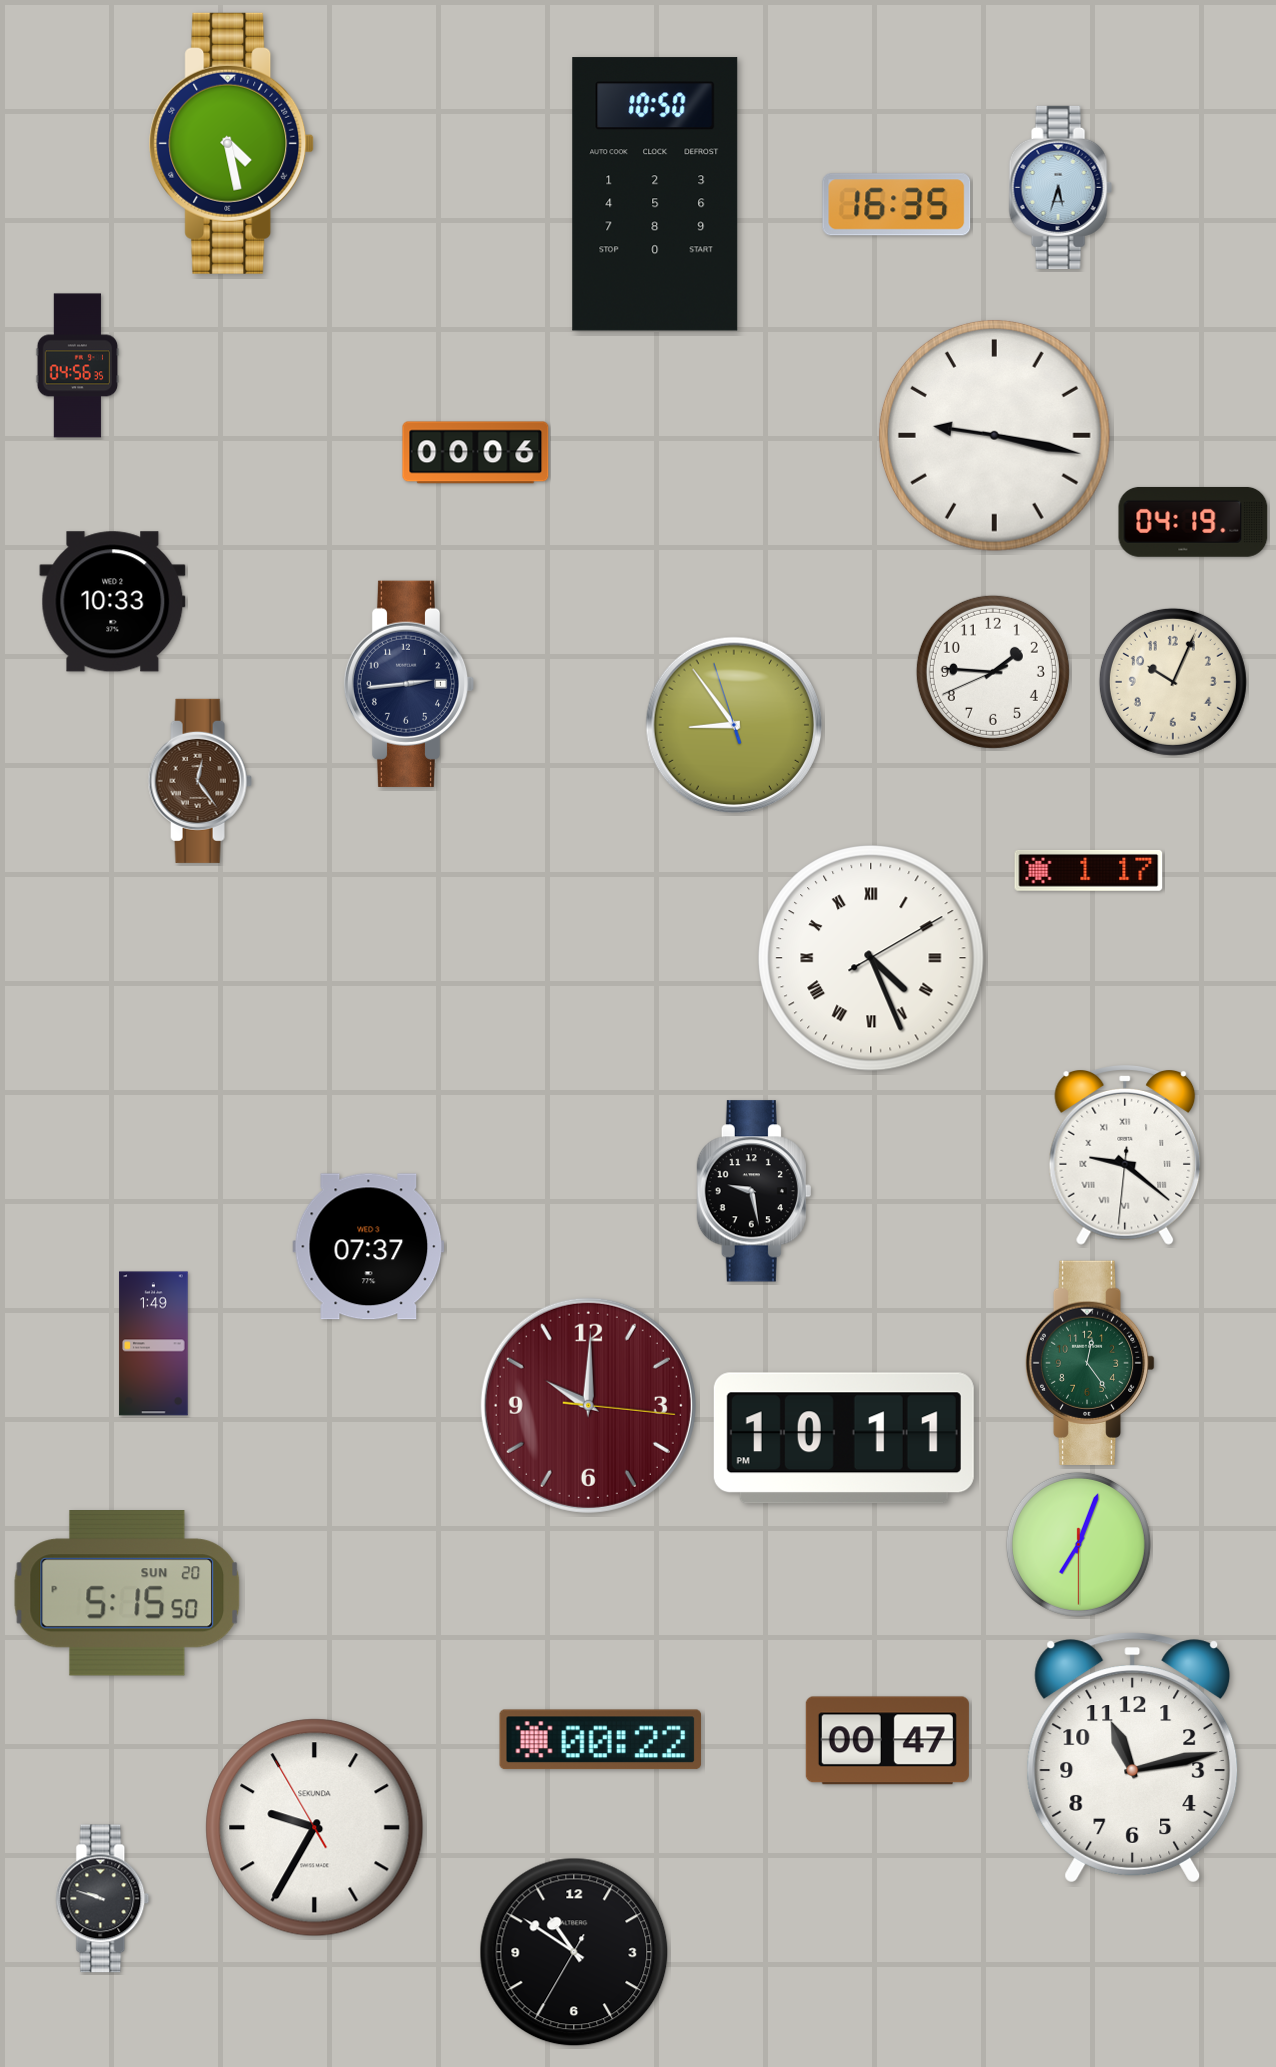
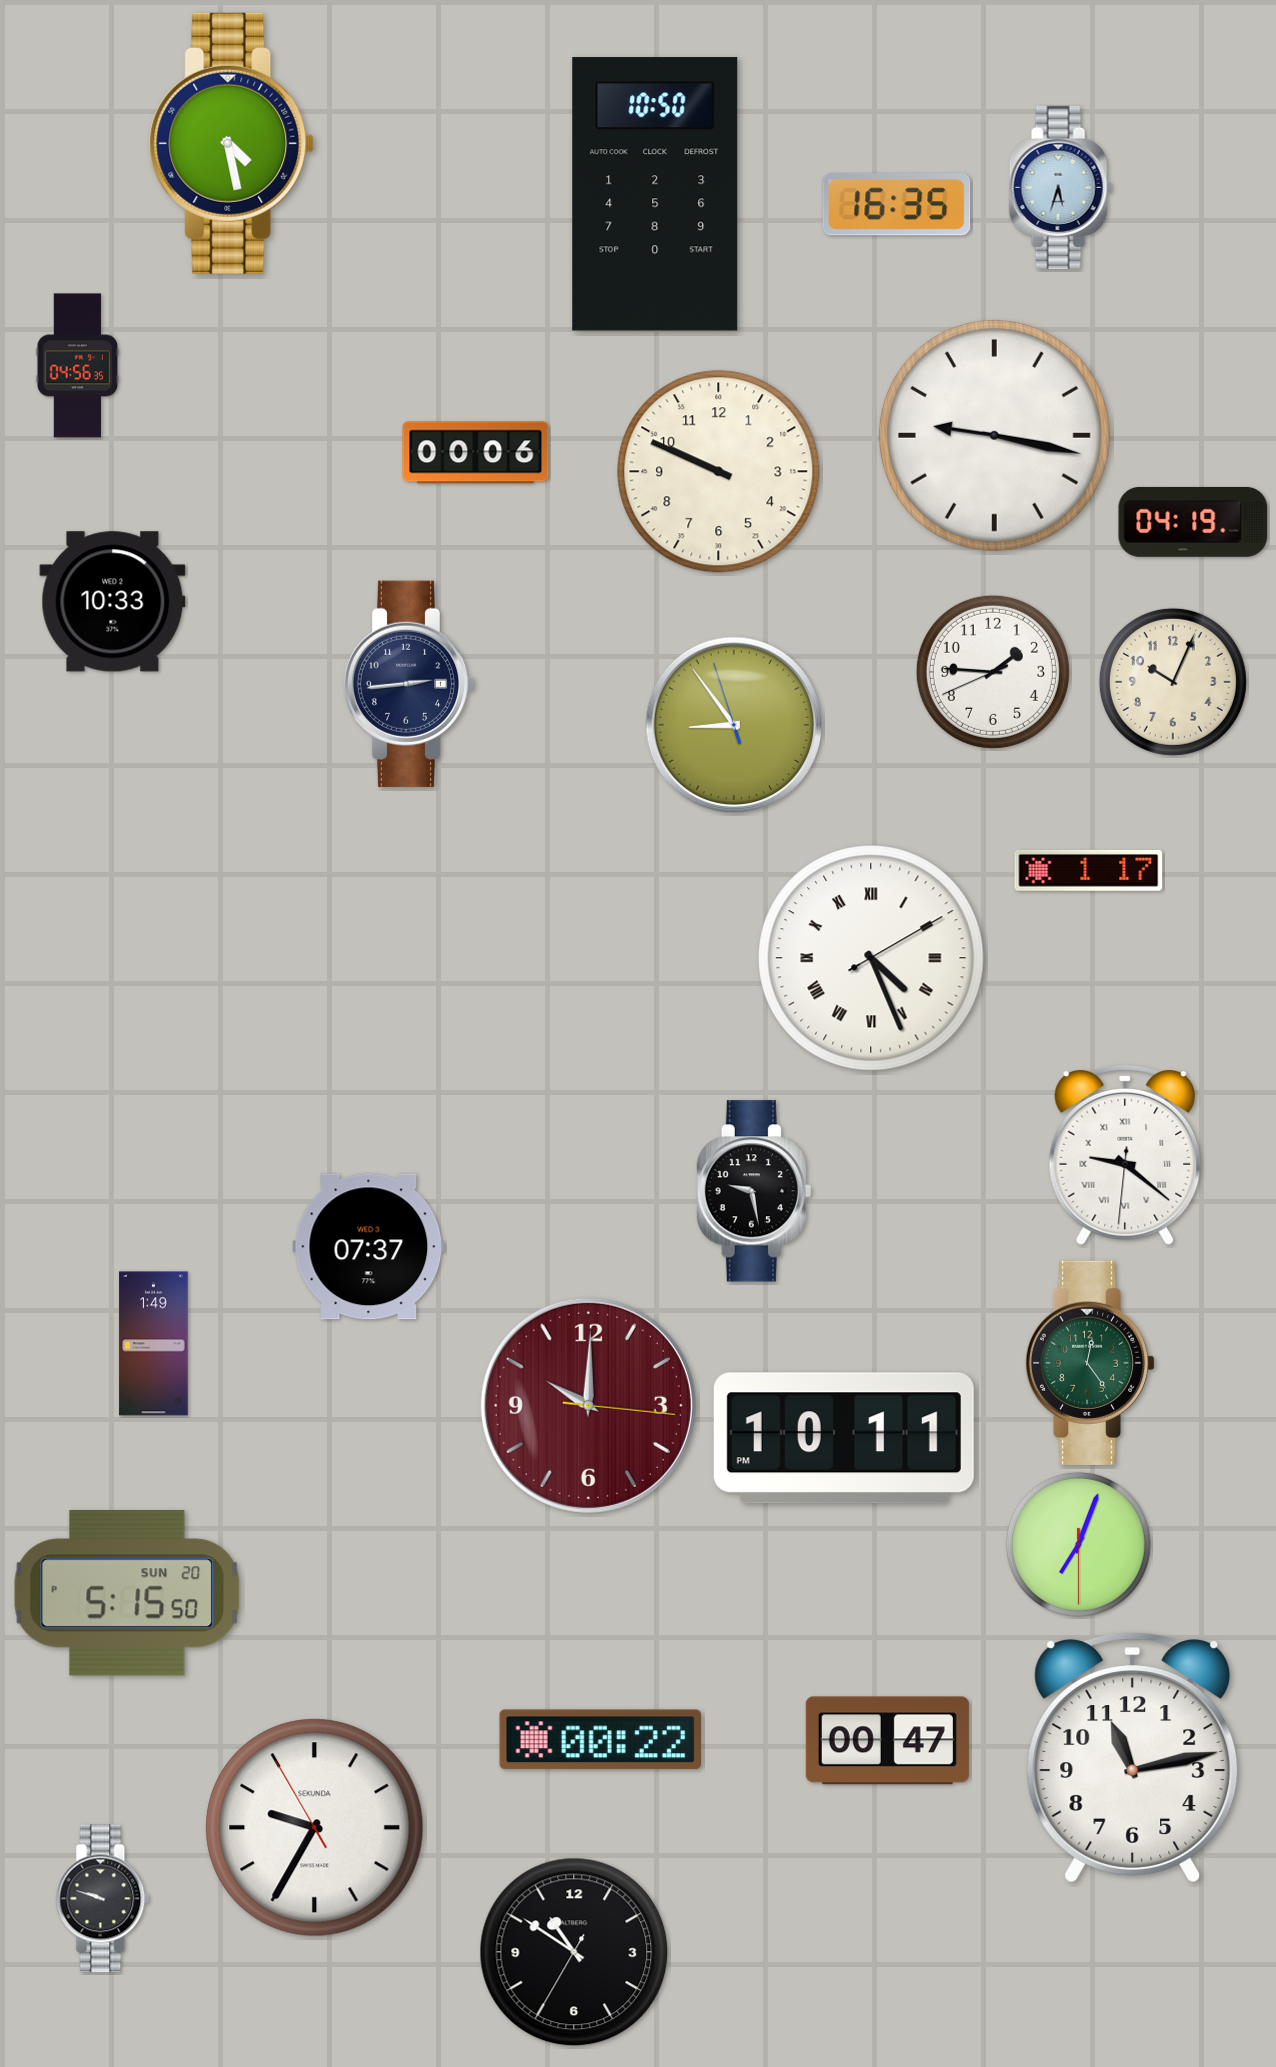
clock at (719, 472): none -> 9:49
clock at (200, 781): 12:24 -> none
